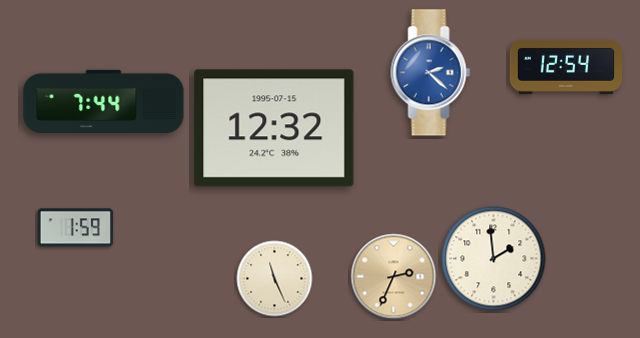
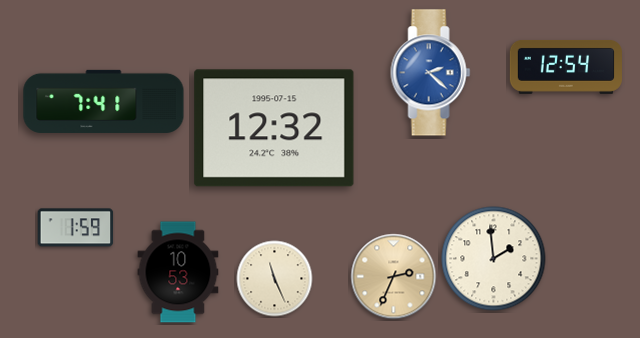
clock at (104, 101): 7:44 -> 7:41
clock at (178, 272): none -> 10:53
